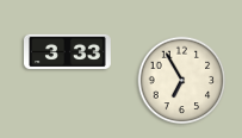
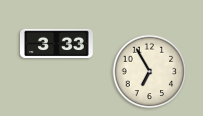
clock at (182, 81) position: (182, 81) -> (150, 72)
